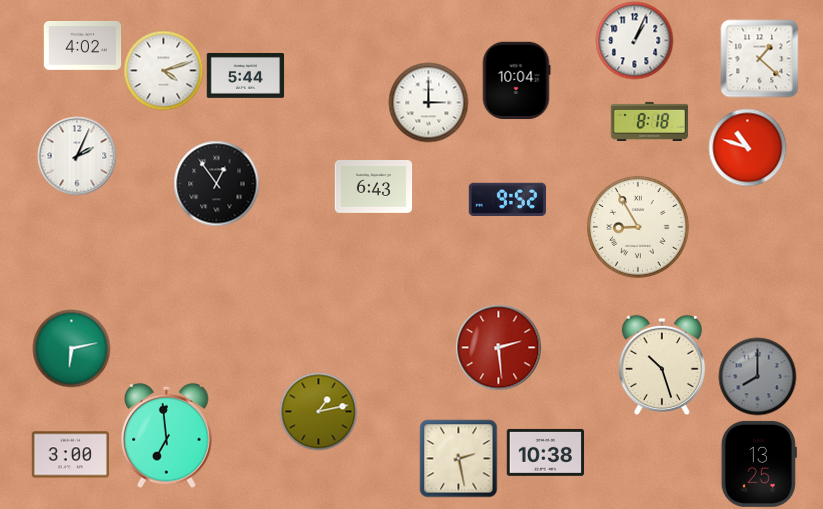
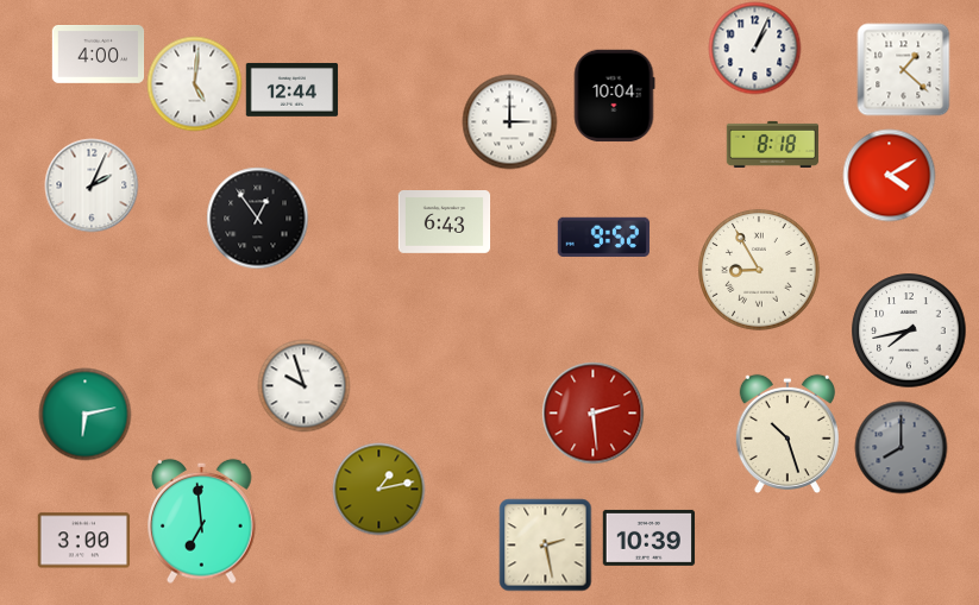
clock at (82, 46): 4:02 -> 4:00
clock at (163, 70): 4:12 -> 5:01
clock at (245, 76): 5:44 -> 12:44
clock at (747, 147): 10:48 -> 4:10
clock at (909, 330): none -> 7:43
clock at (303, 385): none -> 9:57
clock at (167, 435) position: (167, 435) -> (202, 521)
clock at (545, 452): 10:38 -> 10:39
clock at (759, 464): 13:25 -> none
